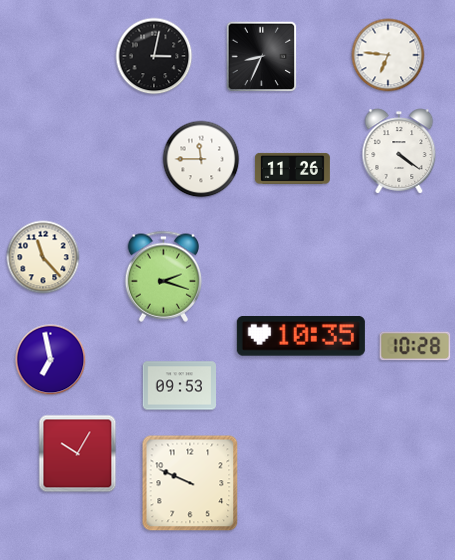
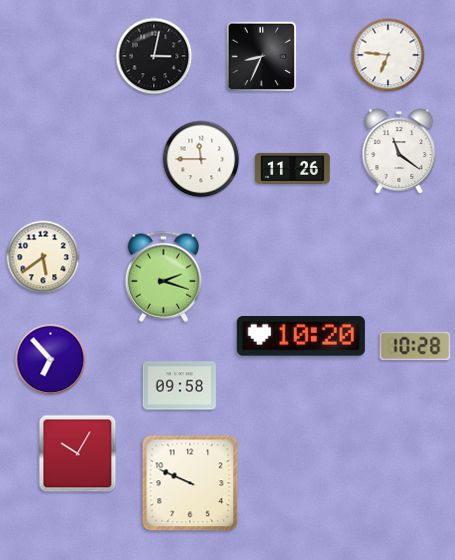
clock at (399, 151): 4:21 -> 11:21
clock at (43, 257): 11:23 -> 5:39
clock at (301, 337): 10:35 -> 10:20
clock at (51, 360): 6:58 -> 6:53
clock at (179, 386): 09:53 -> 09:58
